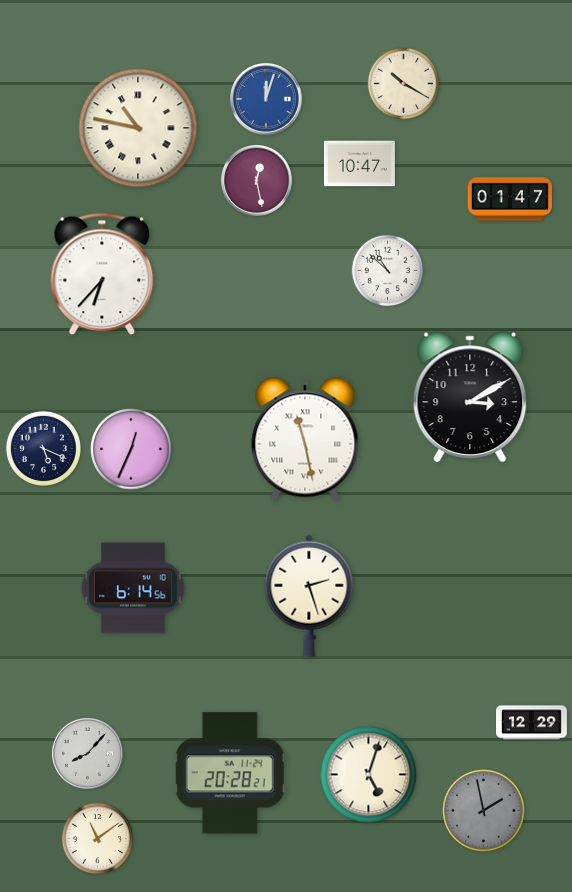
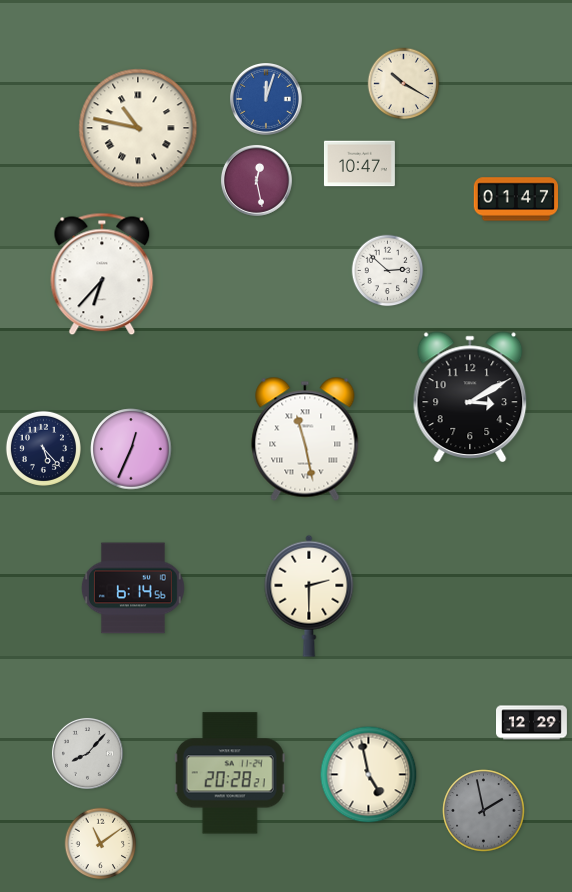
clock at (509, 199) position: (509, 199) -> (515, 199)
clock at (388, 271): 10:52 -> 2:52
clock at (43, 448): 5:19 -> 5:23
clock at (309, 596): 2:27 -> 2:30
clock at (369, 775): 5:03 -> 4:58
clock at (98, 839) position: (98, 839) -> (101, 844)
